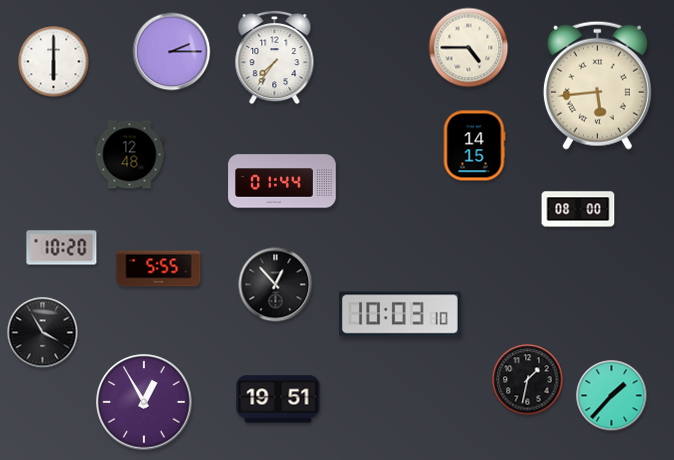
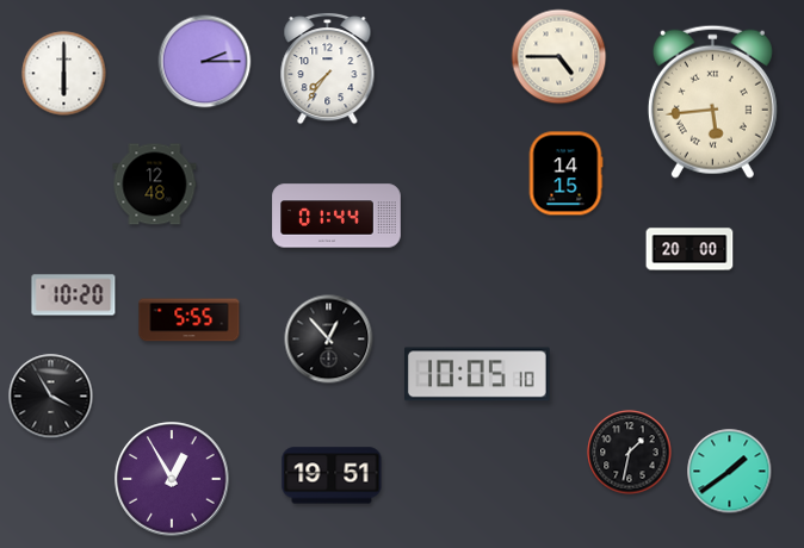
clock at (578, 209): 08:00 -> 20:00
clock at (401, 314): 10:03 -> 10:05
clock at (612, 396): 1:37 -> 1:39
